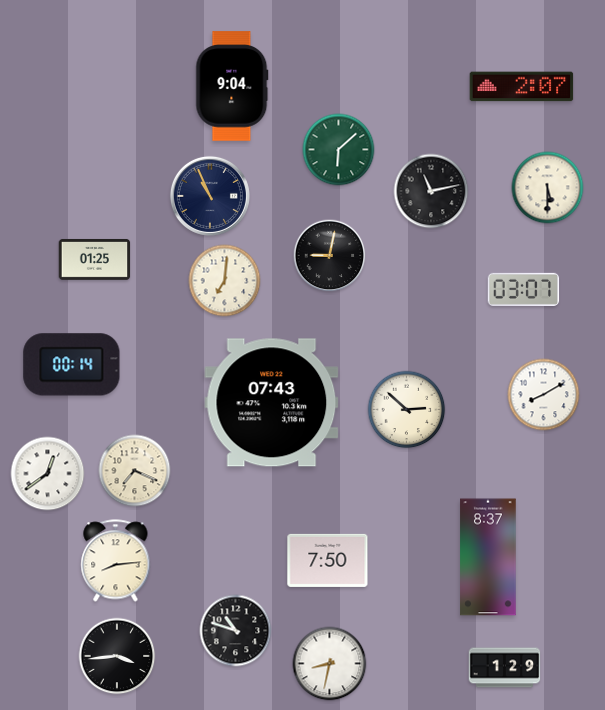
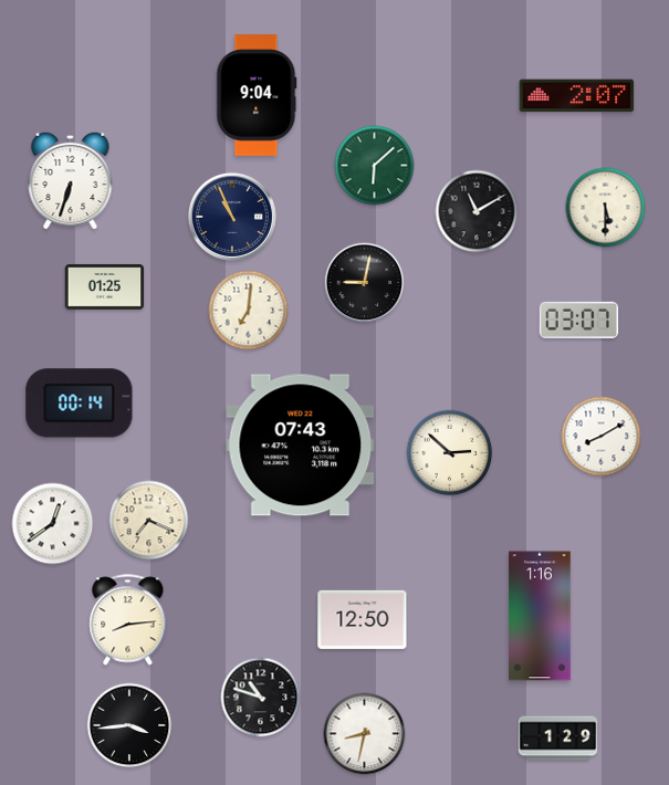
clock at (71, 180): none -> 6:33
clock at (431, 191): 11:13 -> 11:10
clock at (488, 557): 8:37 -> 1:16
clock at (328, 560): 7:50 -> 12:50
